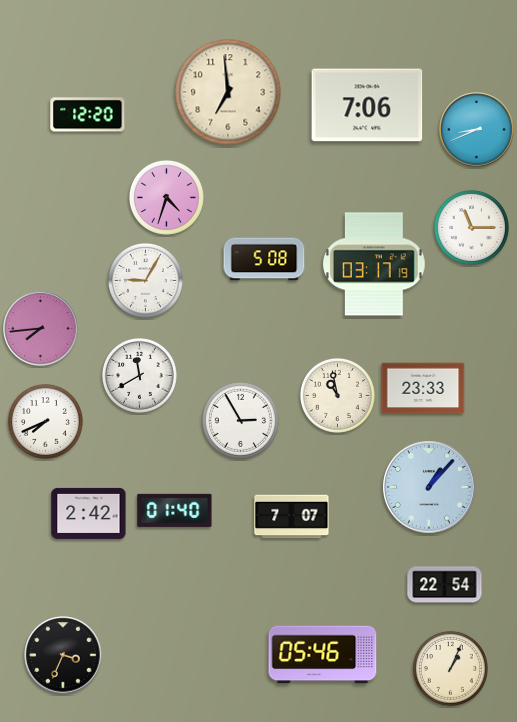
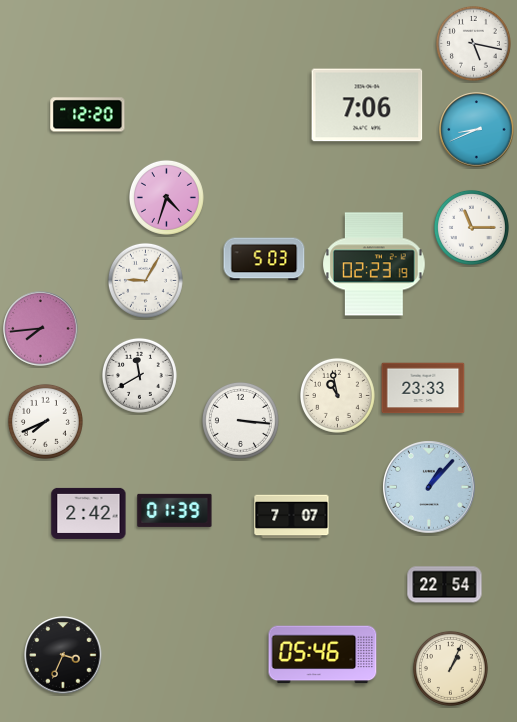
clock at (473, 43): none -> 5:17
clock at (228, 92): 6:59 -> none
clock at (264, 259): 5:08 -> 5:03
clock at (374, 264): 03:17 -> 02:23
clock at (240, 420): 2:55 -> 3:16
clock at (175, 510): 01:40 -> 01:39
